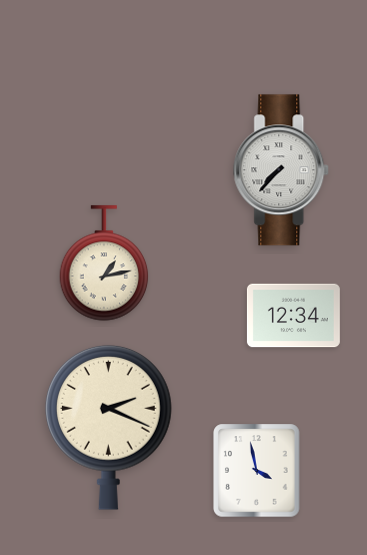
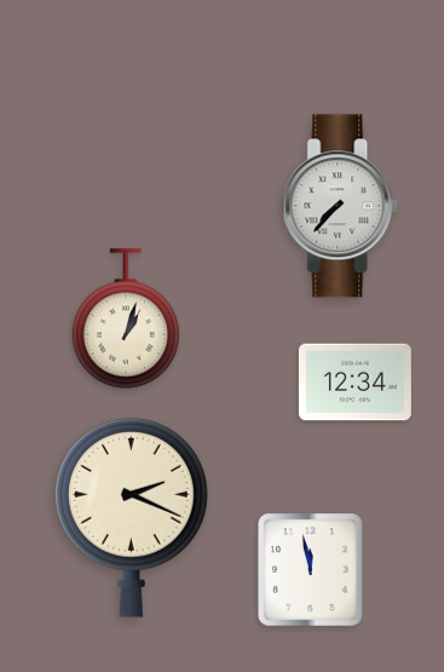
clock at (104, 263): 1:13 -> 1:03
clock at (257, 471): 3:58 -> 11:58
